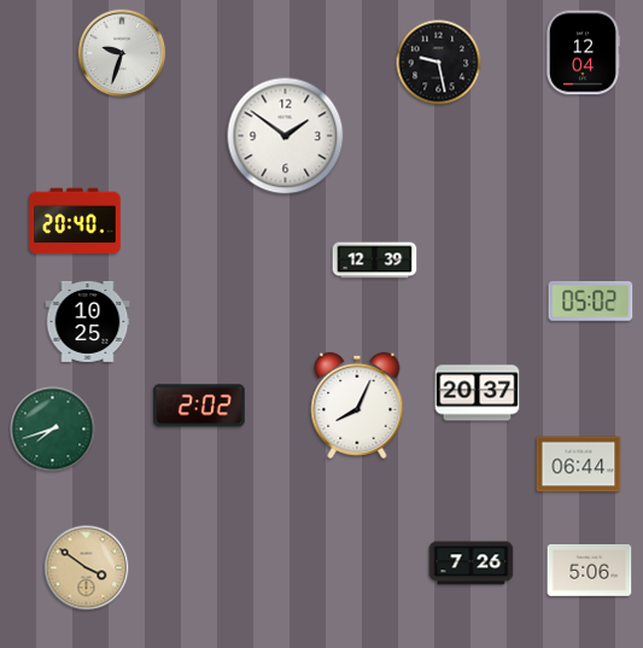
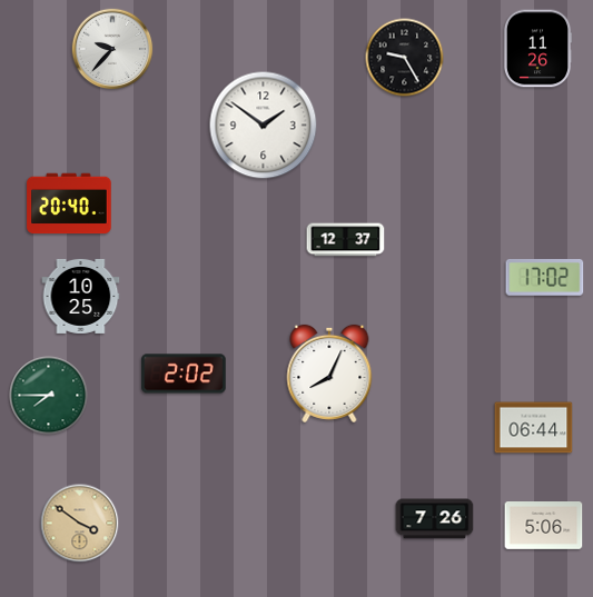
clock at (122, 53): 9:33 -> 9:37
clock at (583, 53): 12:04 -> 11:26
clock at (439, 63): 9:28 -> 9:25
clock at (375, 261): 12:39 -> 12:37
clock at (591, 302): 05:02 -> 17:02
clock at (478, 393): 20:37 -> none
clock at (53, 430): 7:42 -> 7:45
